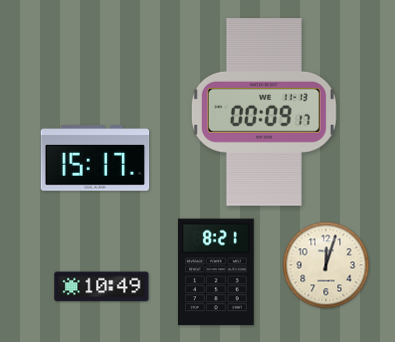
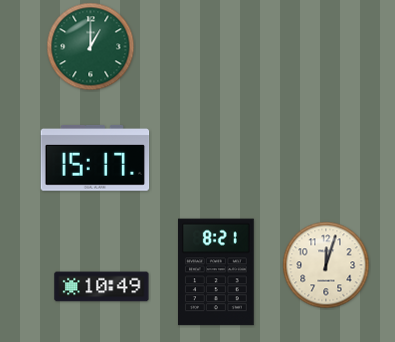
clock at (91, 47): none -> 1:00
clock at (264, 112): 00:09 -> none
